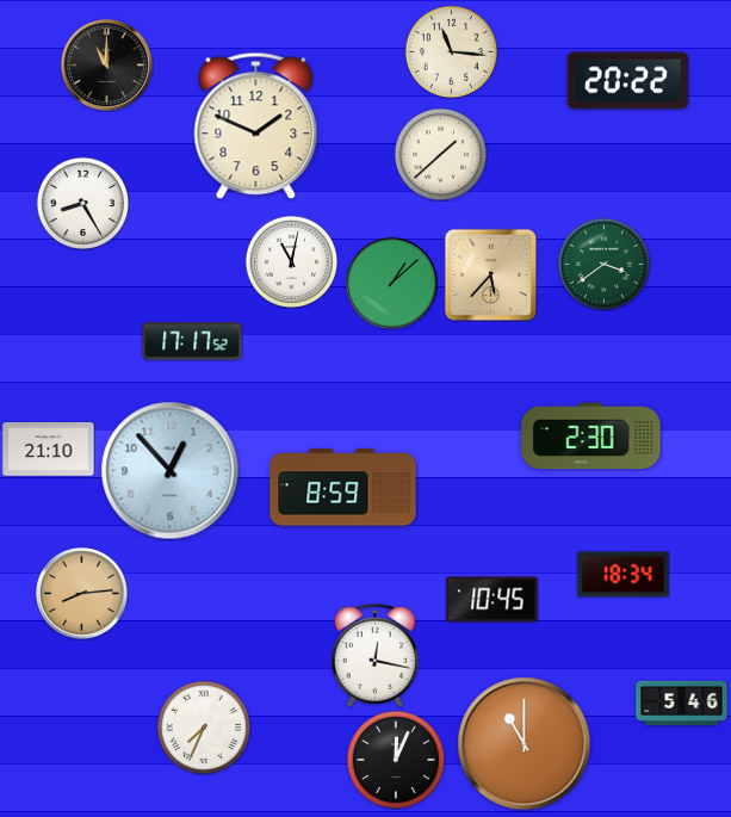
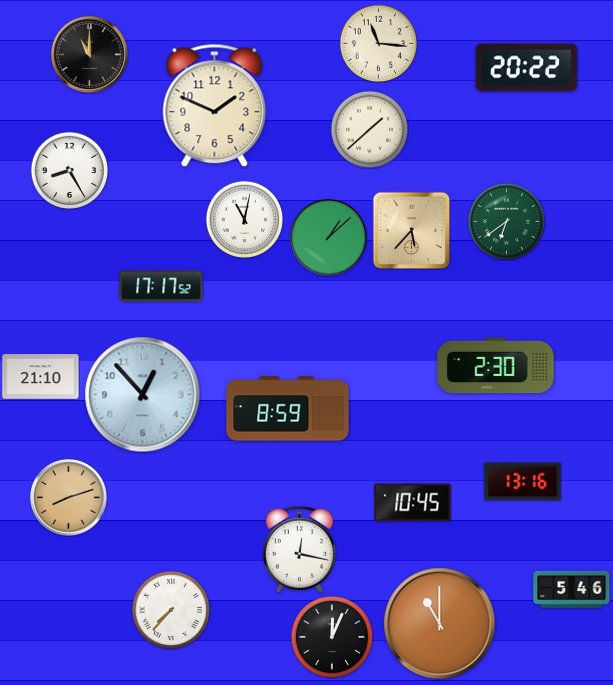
clock at (603, 264): 3:39 -> 6:39
clock at (624, 575): 18:34 -> 13:16
clock at (81, 593): 8:14 -> 8:12
clock at (376, 655) position: (376, 655) -> (300, 549)
clock at (203, 726): 7:34 -> 7:37
